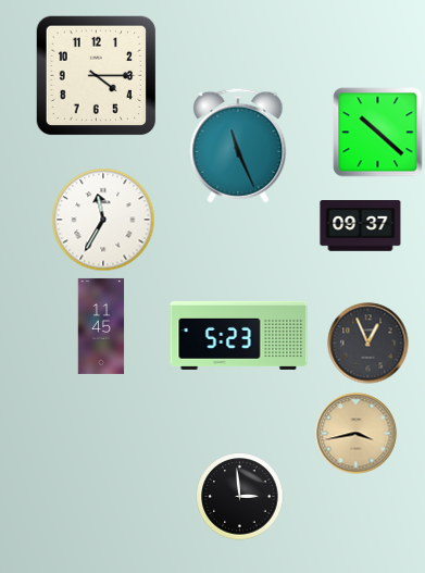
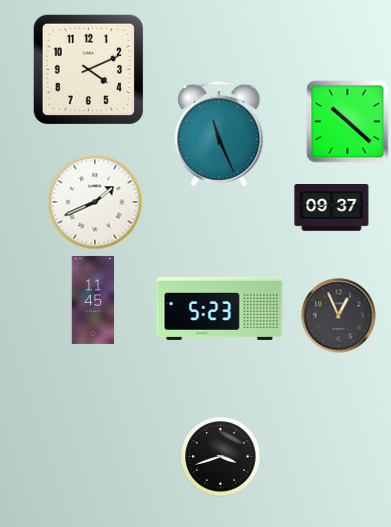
clock at (97, 76): 4:15 -> 4:11
clock at (103, 220): 11:35 -> 1:41
clock at (357, 434): 3:43 -> none
clock at (240, 497): 2:59 -> 3:42
